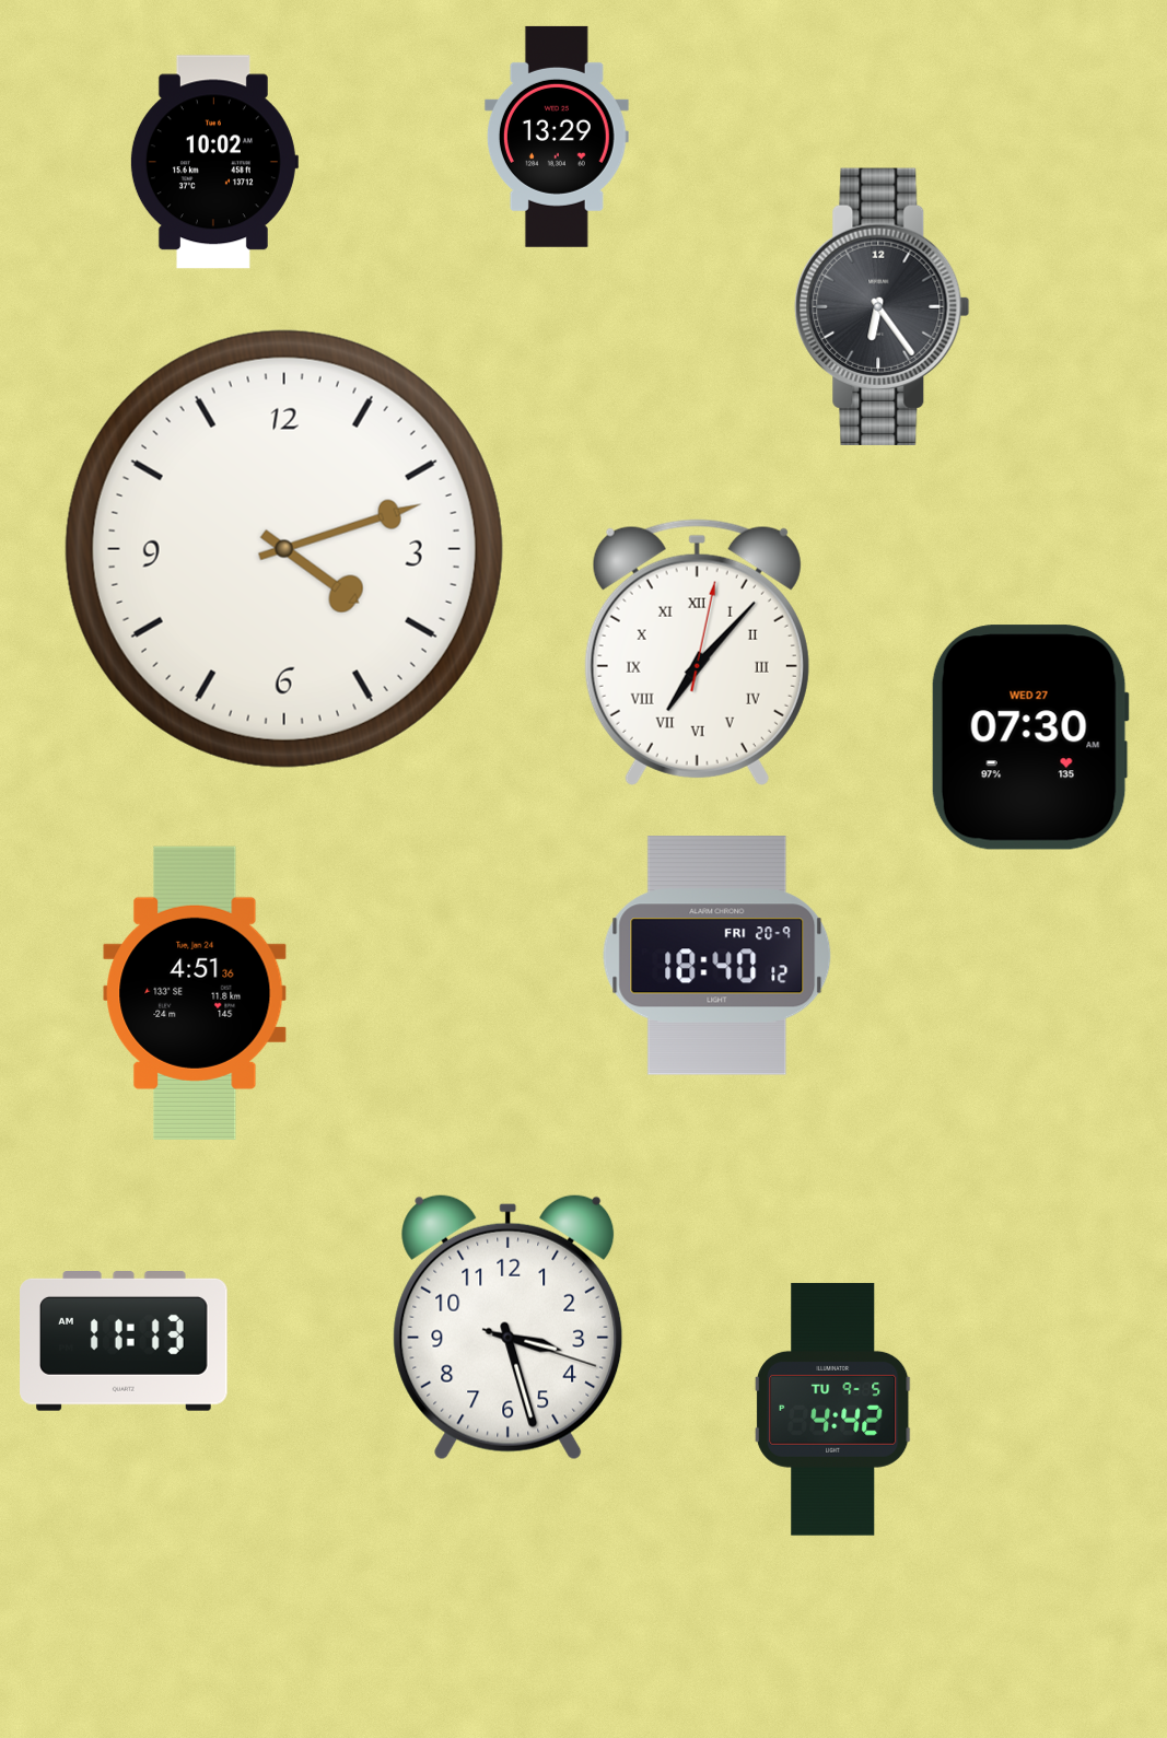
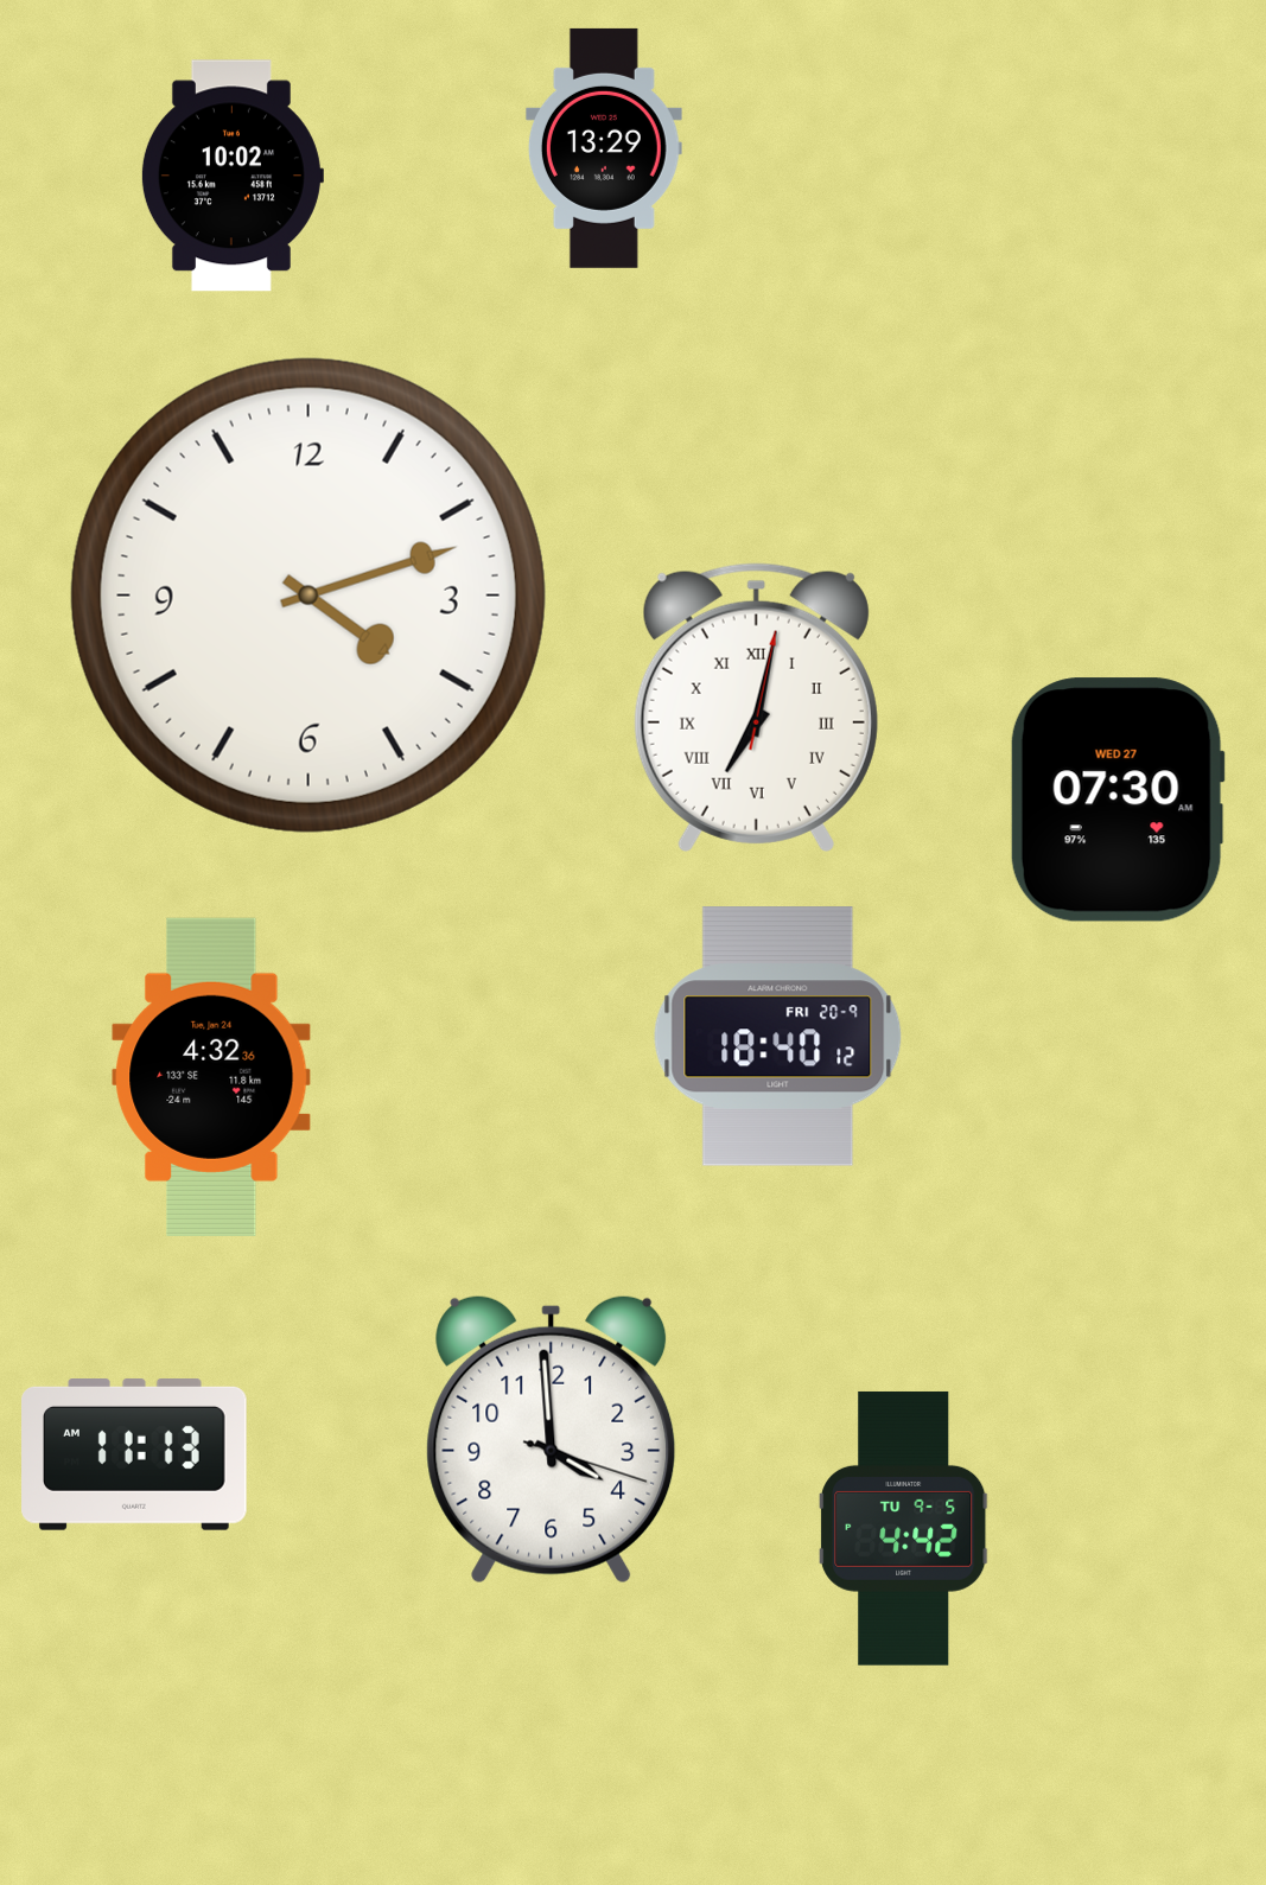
clock at (883, 306): 6:24 -> none
clock at (697, 652): 7:07 -> 7:02
clock at (195, 993): 4:51 -> 4:32
clock at (509, 1327): 3:27 -> 3:59
